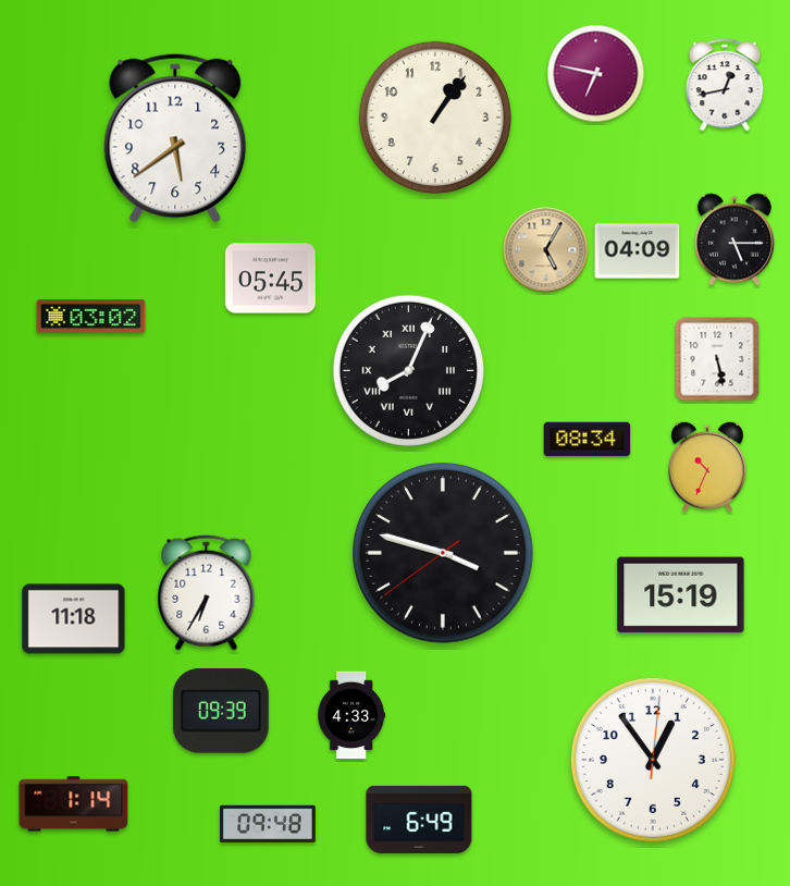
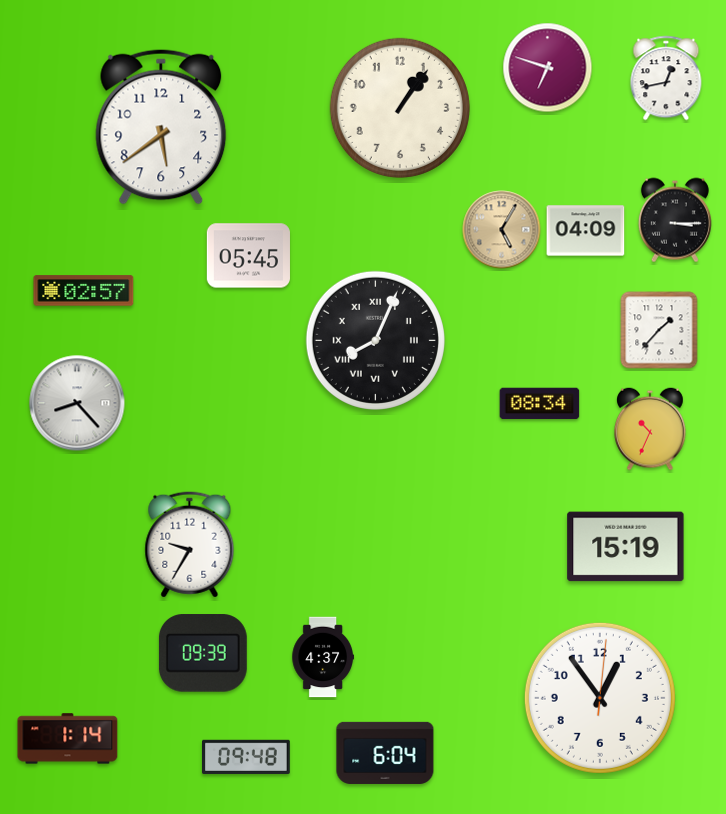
clock at (596, 74): 6:47 -> 6:48
clock at (735, 239): 5:15 -> 3:15
clock at (91, 317): 03:02 -> 02:57
clock at (717, 359): 5:28 -> 1:37
clock at (77, 403): none -> 8:23
clock at (444, 554): 3:47 -> none
clock at (207, 593): 6:35 -> 9:35
clock at (74, 619): 11:18 -> none
clock at (350, 715): 4:33 -> 4:37
clock at (419, 820): 6:49 -> 6:04
